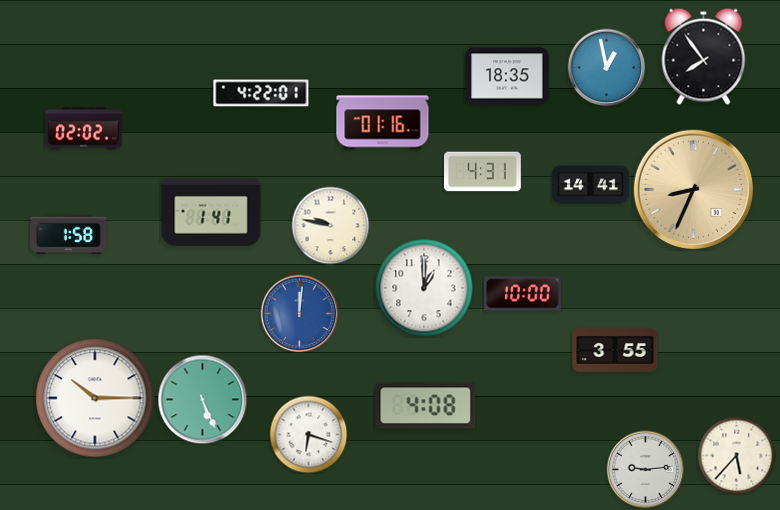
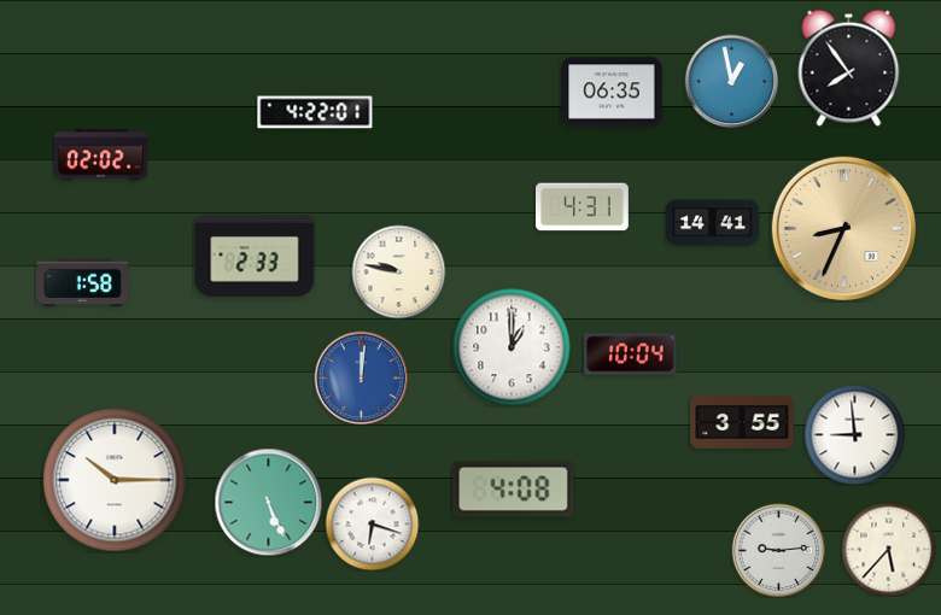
clock at (507, 76): 18:35 -> 06:35
clock at (383, 123): 01:16 -> none
clock at (693, 189) position: (693, 189) -> (843, 228)
clock at (211, 213): 1:41 -> 2:33
clock at (522, 294): 10:00 -> 10:04
clock at (854, 434): none -> 8:59
clock at (202, 399) position: (202, 399) -> (268, 502)
clock at (645, 469) position: (645, 469) -> (778, 550)
